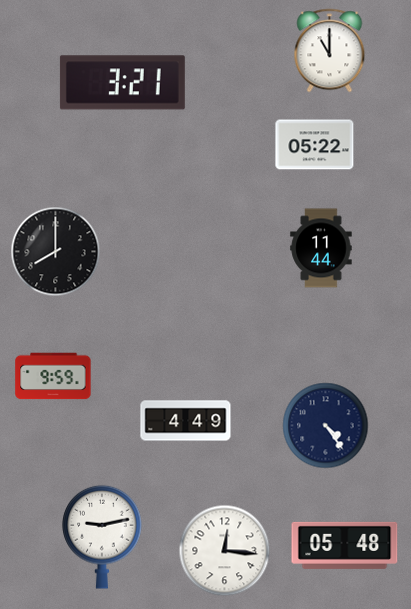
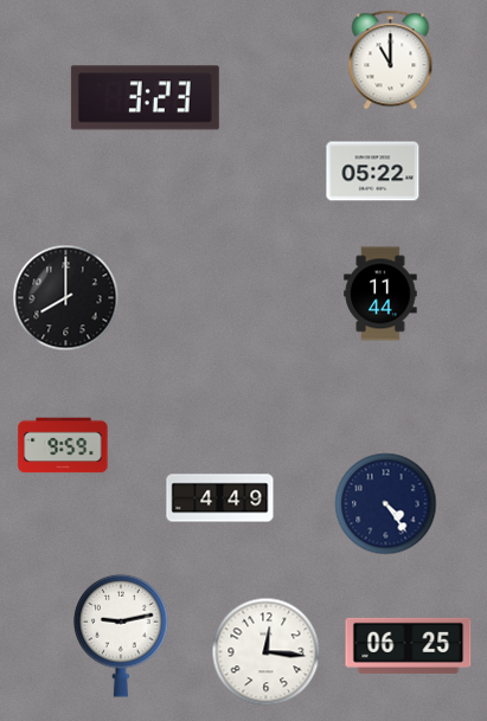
clock at (122, 83): 3:21 -> 3:23
clock at (345, 545): 05:48 -> 06:25
